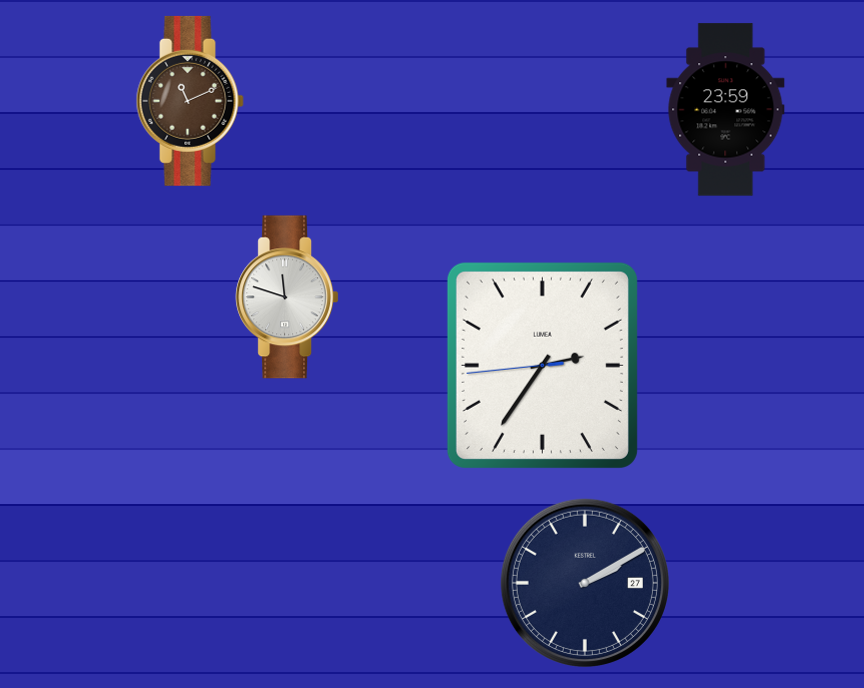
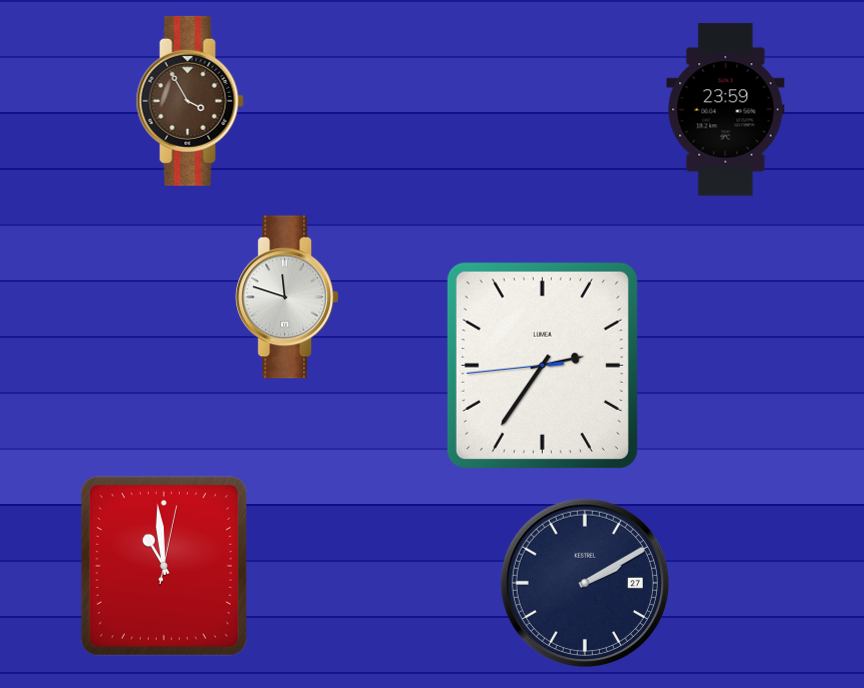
clock at (190, 101): 11:11 -> 3:55
clock at (164, 566): none -> 10:59
